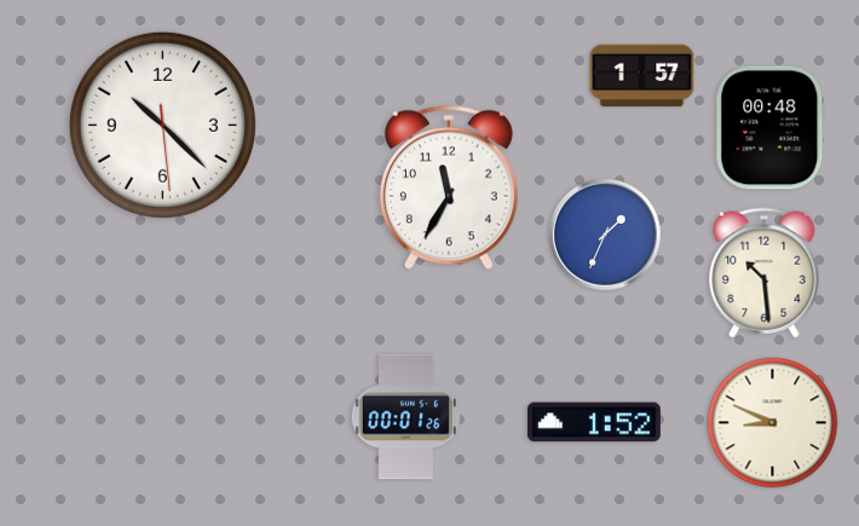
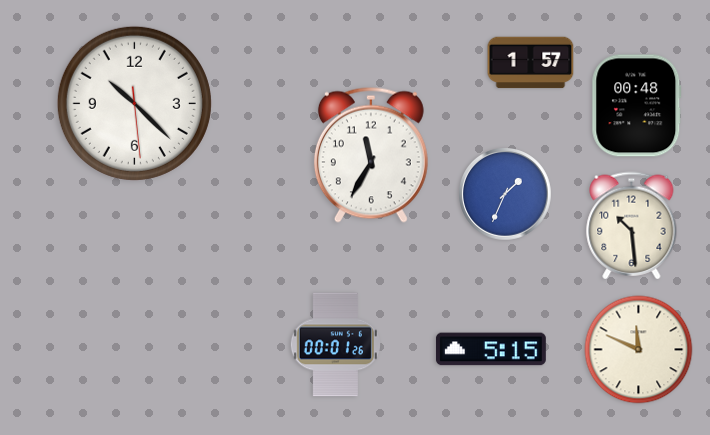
clock at (605, 235) position: (605, 235) -> (505, 194)
clock at (594, 422): 1:52 -> 5:15
clock at (773, 423): 8:49 -> 11:49
